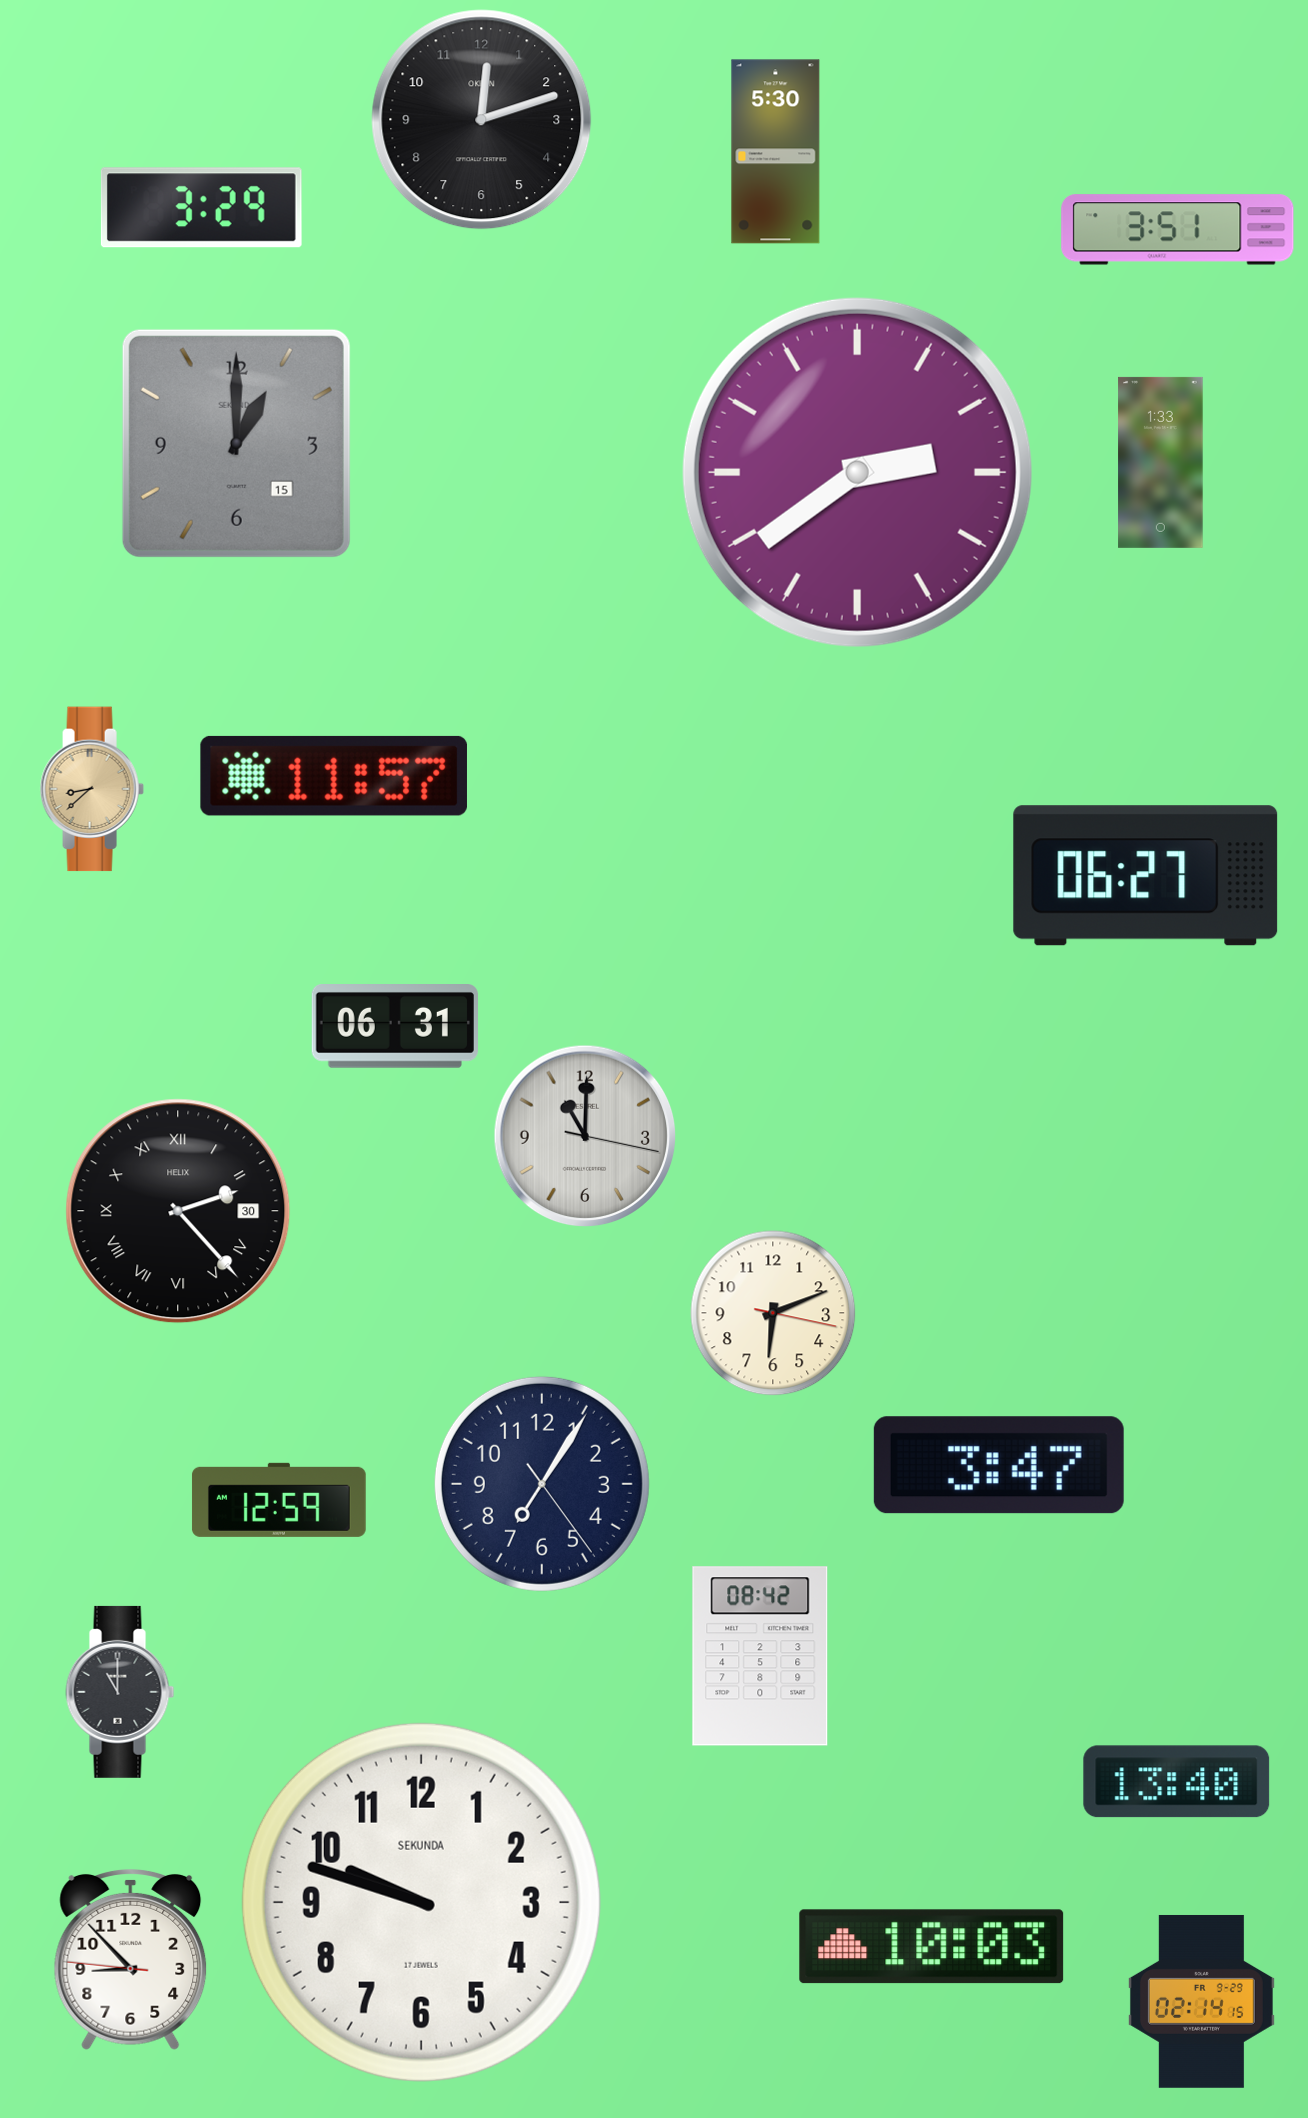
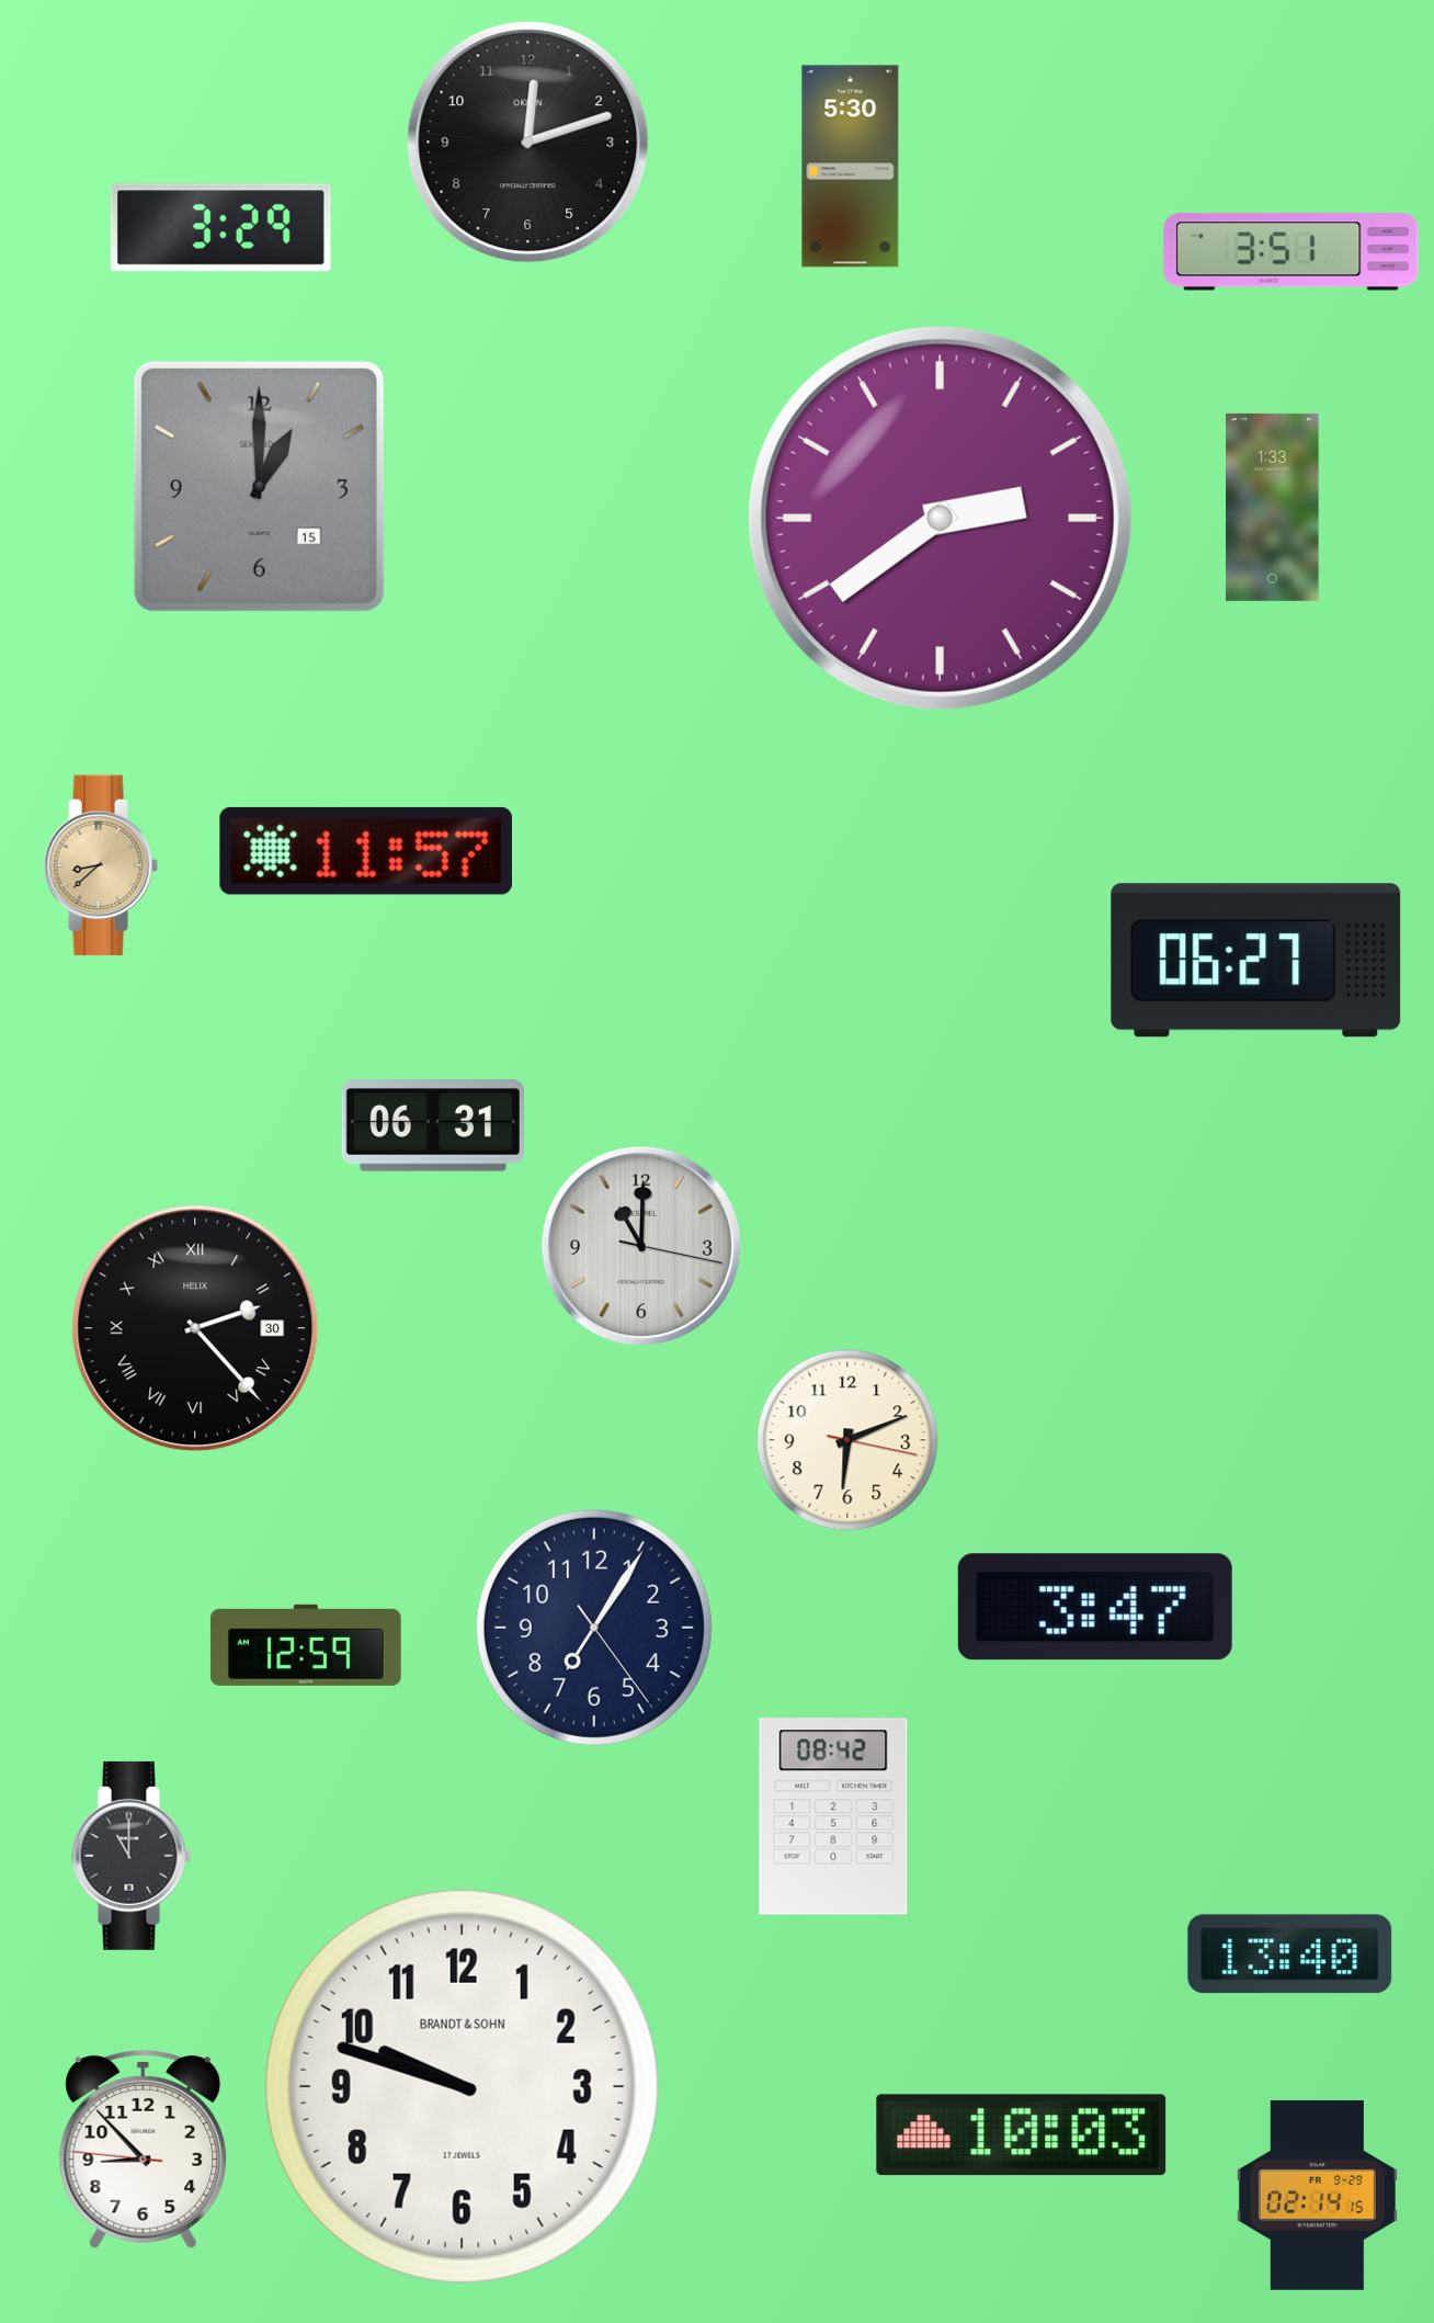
clock at (482, 120) position: (482, 120) -> (528, 143)
clock at (421, 1902) brand: SEKUNDA -> BRANDT & SOHN
